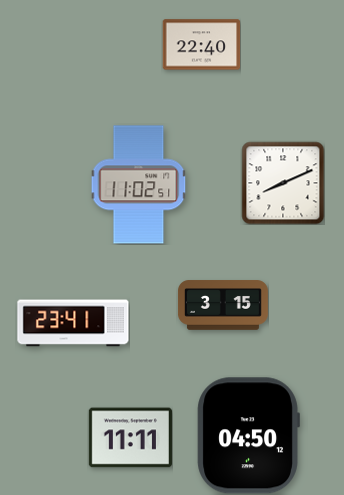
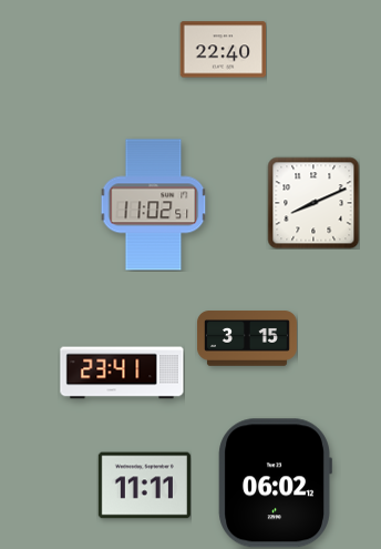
clock at (73, 323) position: (73, 323) -> (122, 373)
clock at (248, 436): 04:50 -> 06:02
